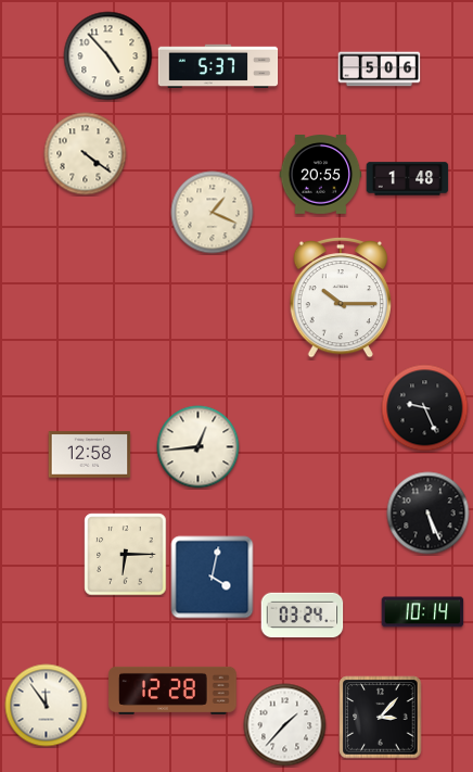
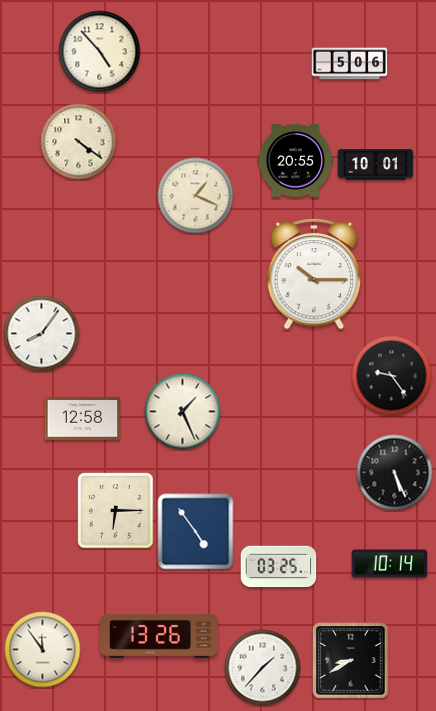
clock at (218, 66): 5:37 -> none
clock at (408, 179): 1:48 -> 10:01
clock at (42, 334): none -> 8:06
clock at (425, 408): 9:26 -> 9:24
clock at (199, 447): 12:44 -> 1:26
clock at (213, 578): 4:02 -> 4:54
clock at (303, 616): 03:24 -> 03:25
clock at (172, 691): 12:28 -> 13:26
clock at (381, 718): 3:07 -> 8:40
